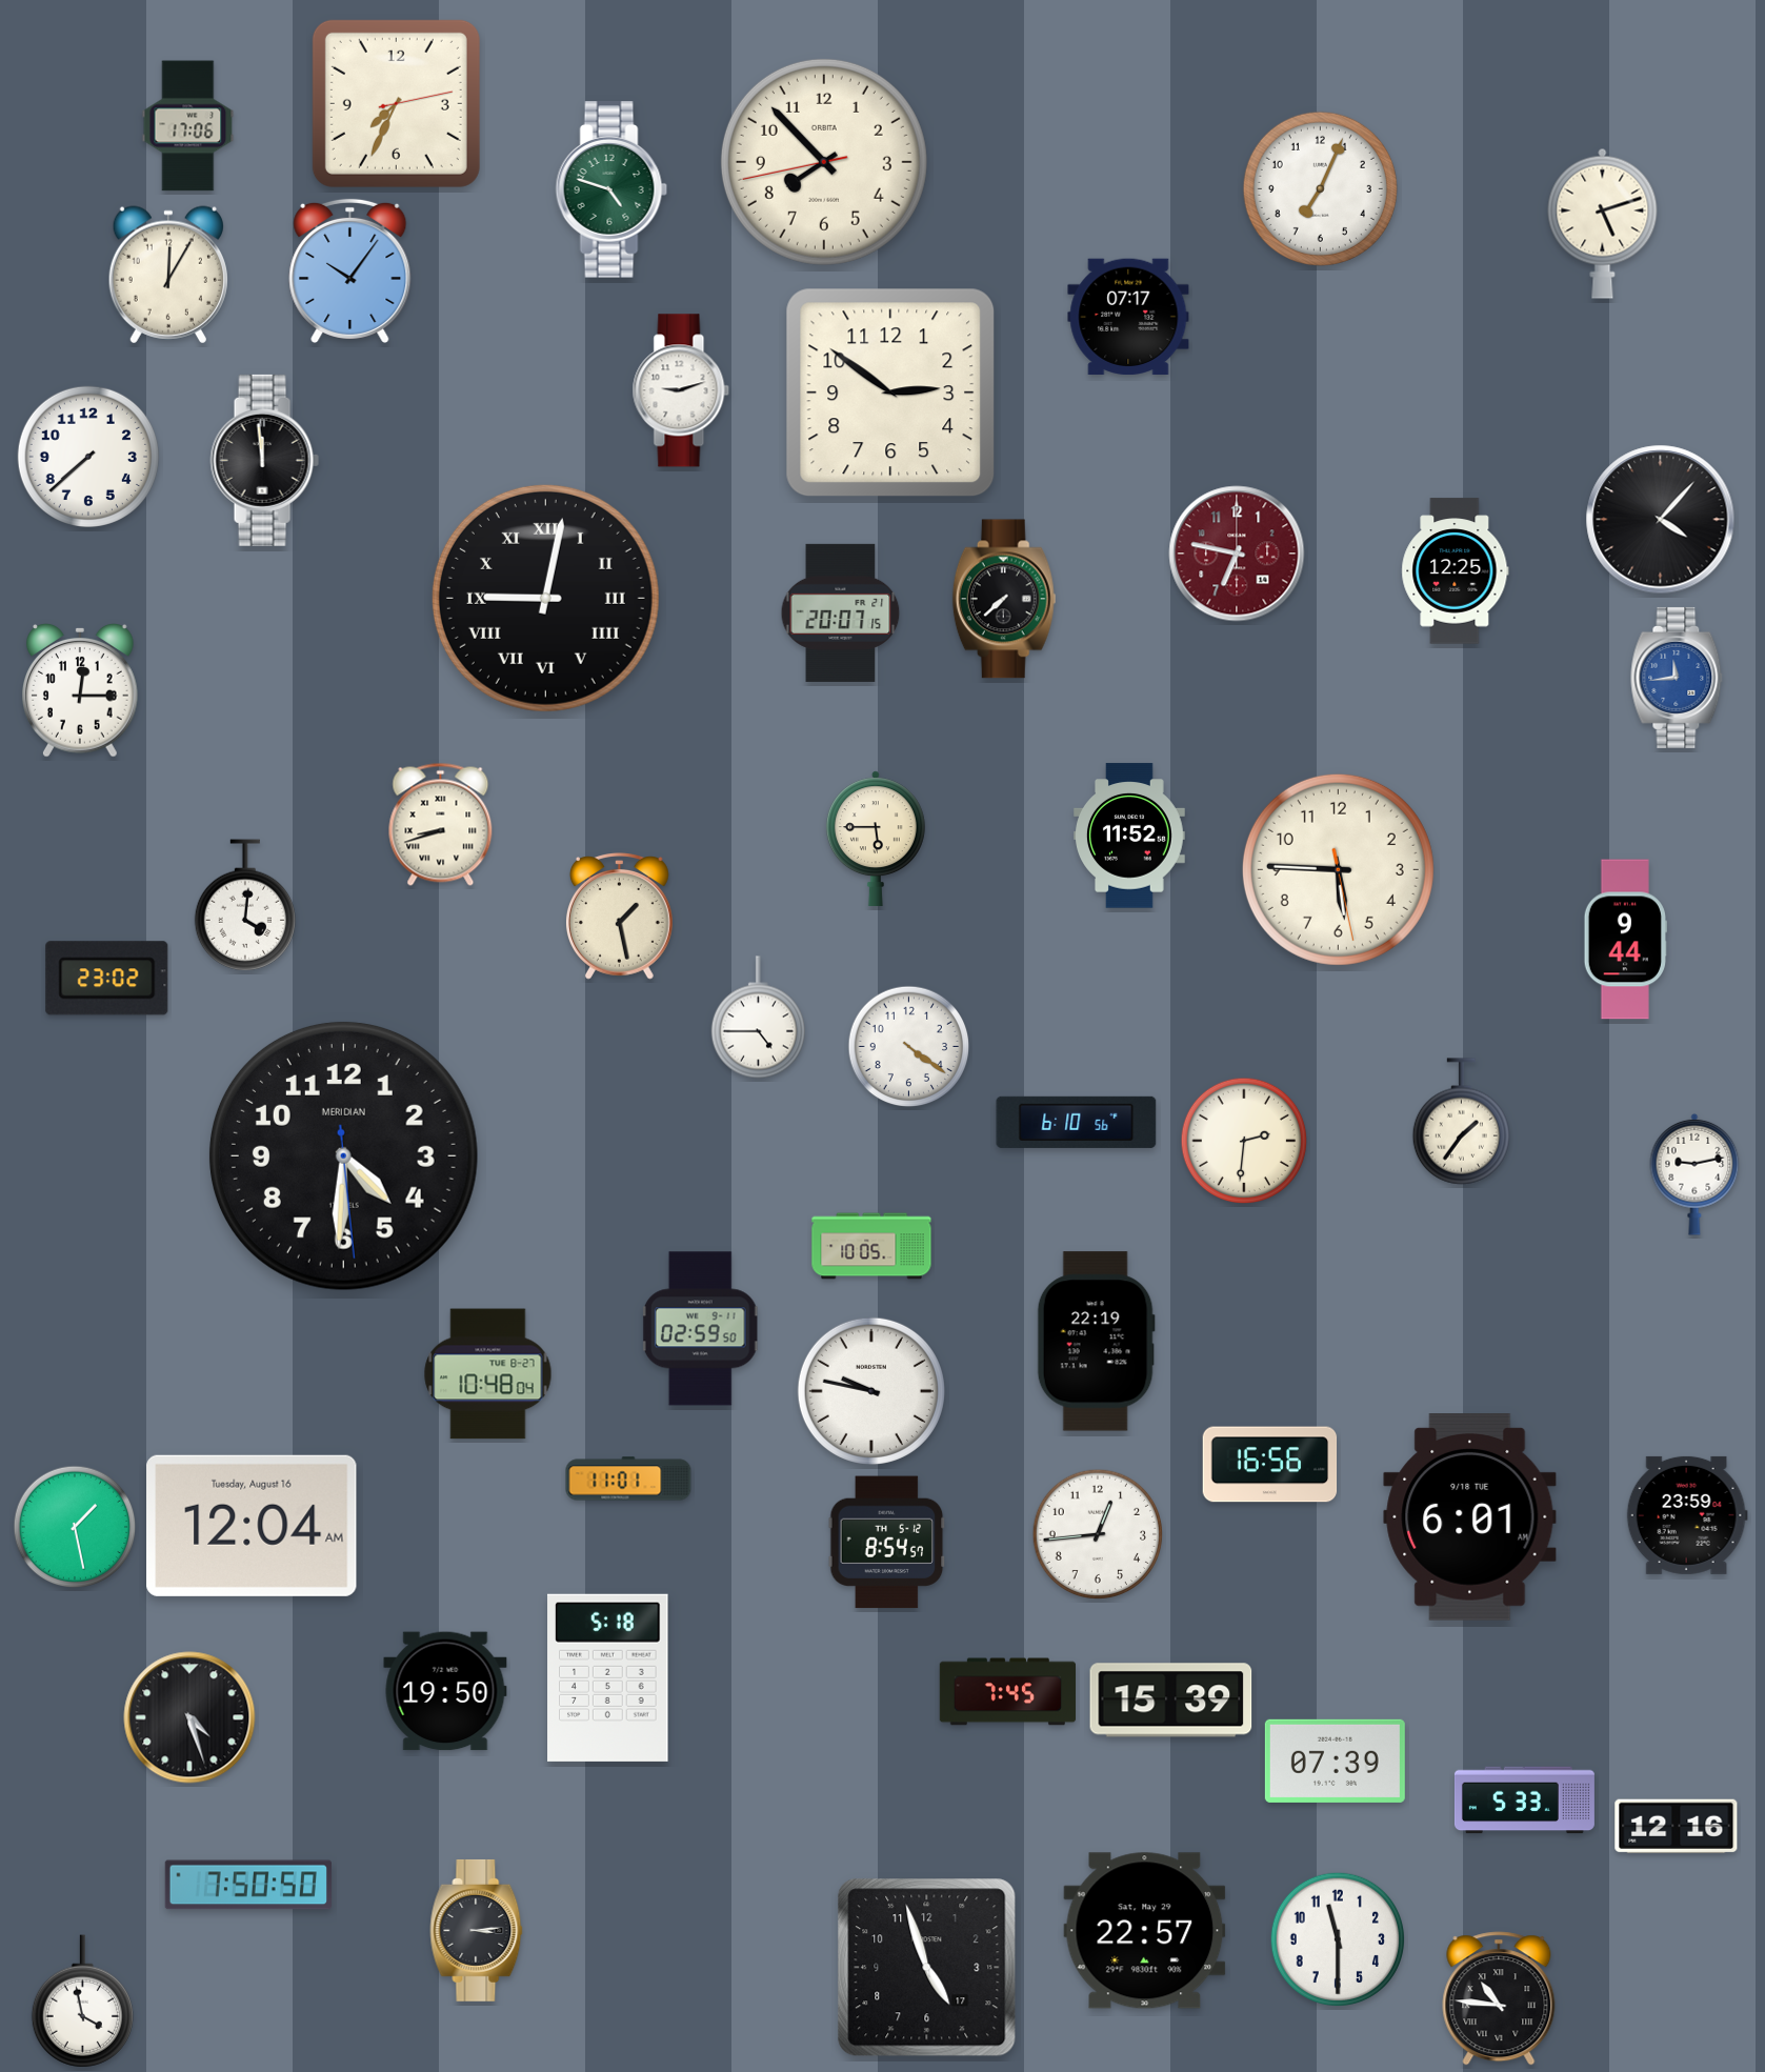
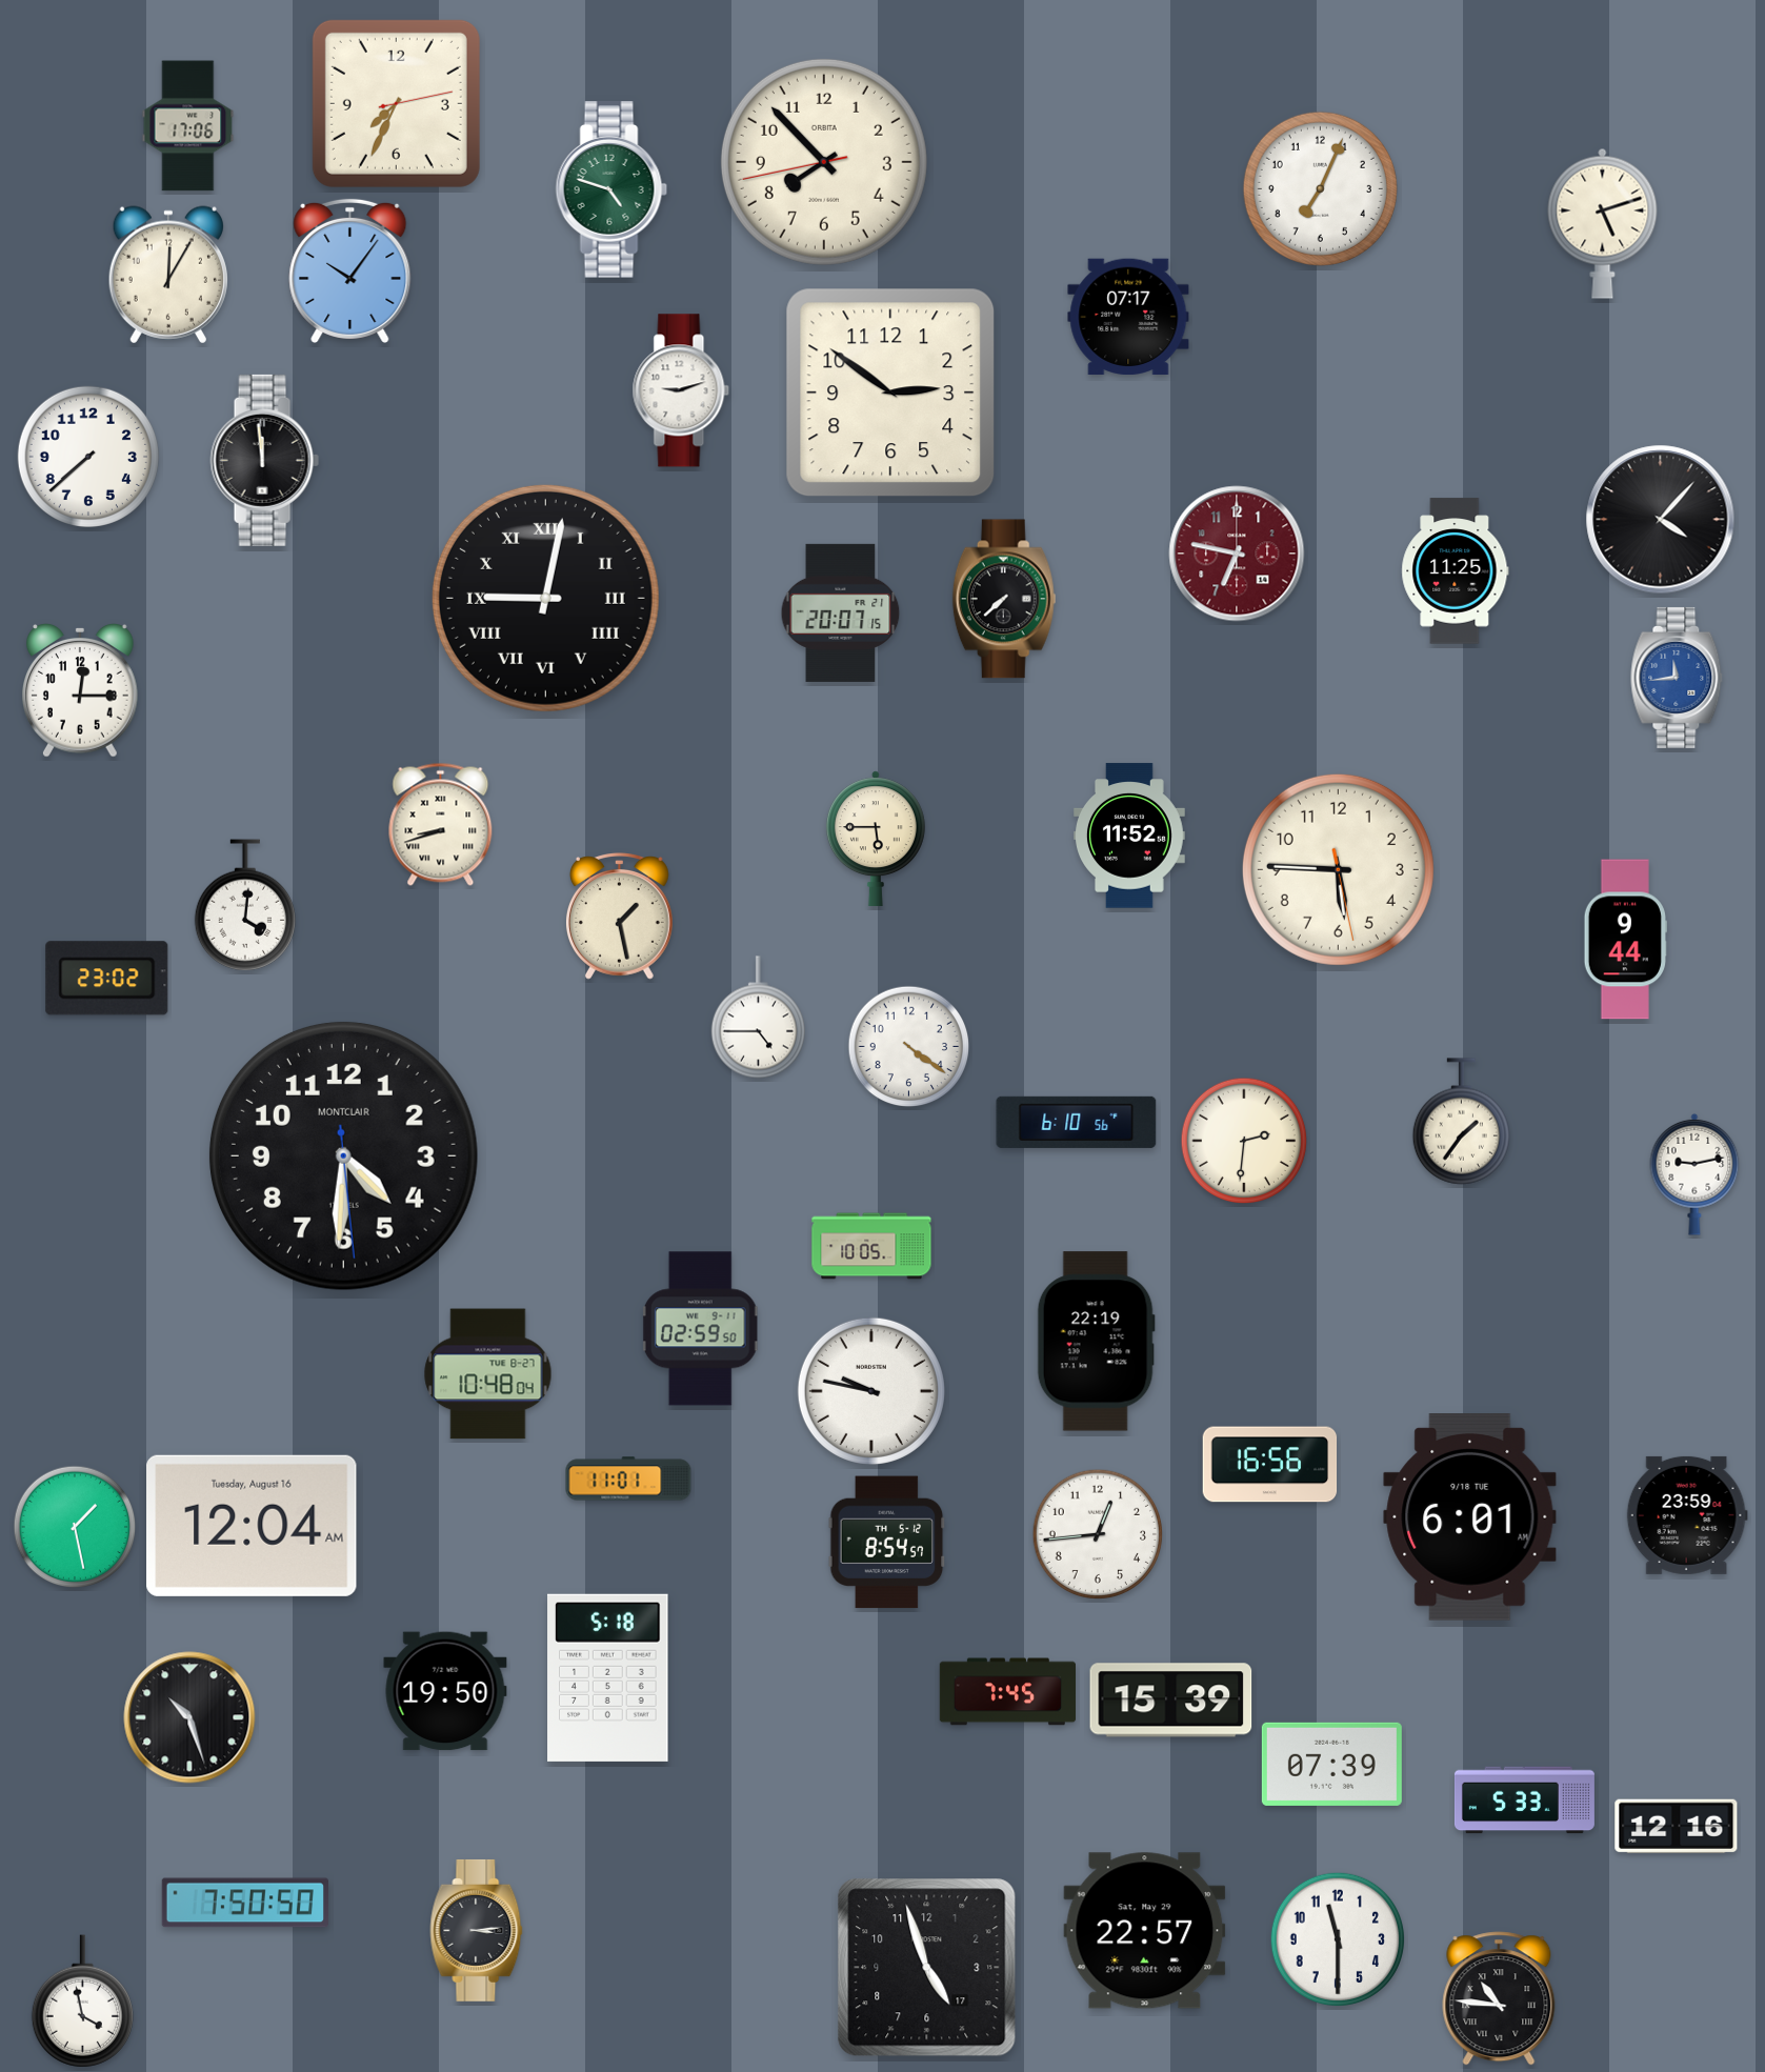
clock at (1456, 571): 12:25 -> 11:25
clock at (343, 1155) brand: MERIDIAN -> MONTCLAIR
clock at (189, 1717): 4:27 -> 10:27
clock at (1335, 1761) position: (1335, 1761) -> (1331, 1764)
clock at (248, 1885) position: (248, 1885) -> (245, 1903)
